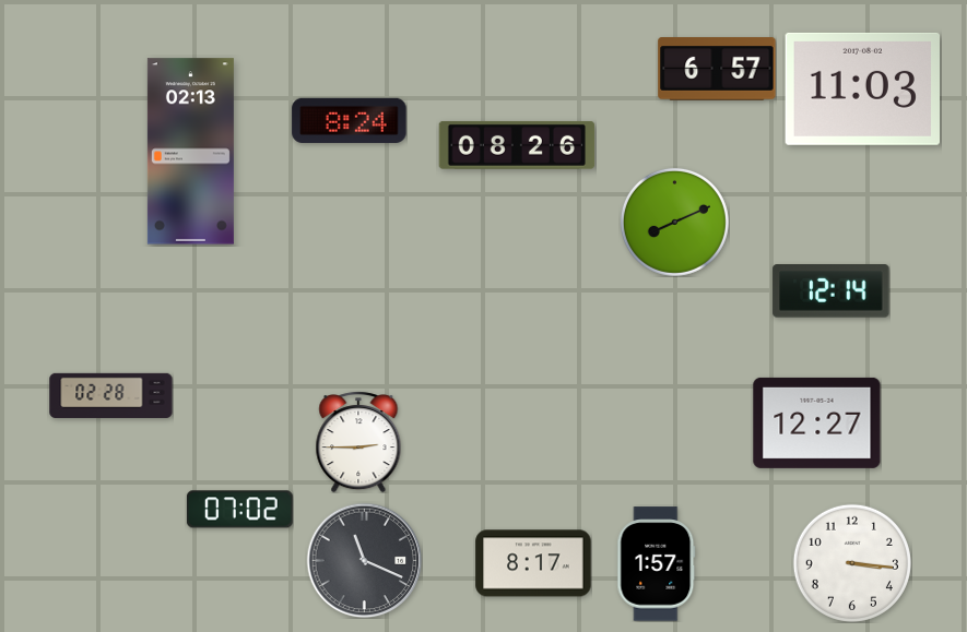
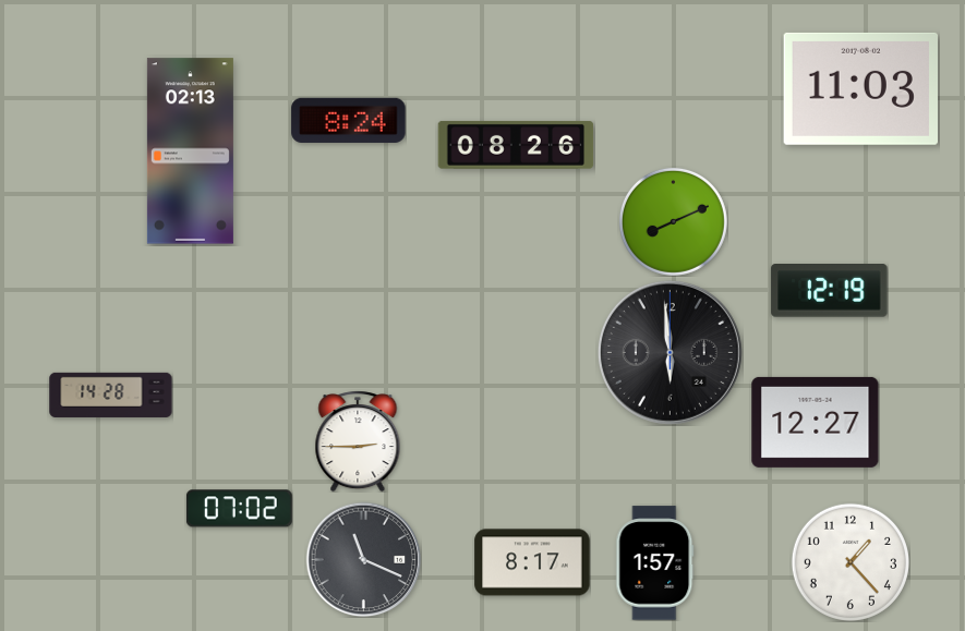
clock at (717, 69): 6:57 -> none
clock at (832, 291): 12:14 -> 12:19
clock at (670, 352): none -> 5:59
clock at (111, 395): 02:28 -> 14:28
clock at (852, 563): 3:16 -> 1:23
